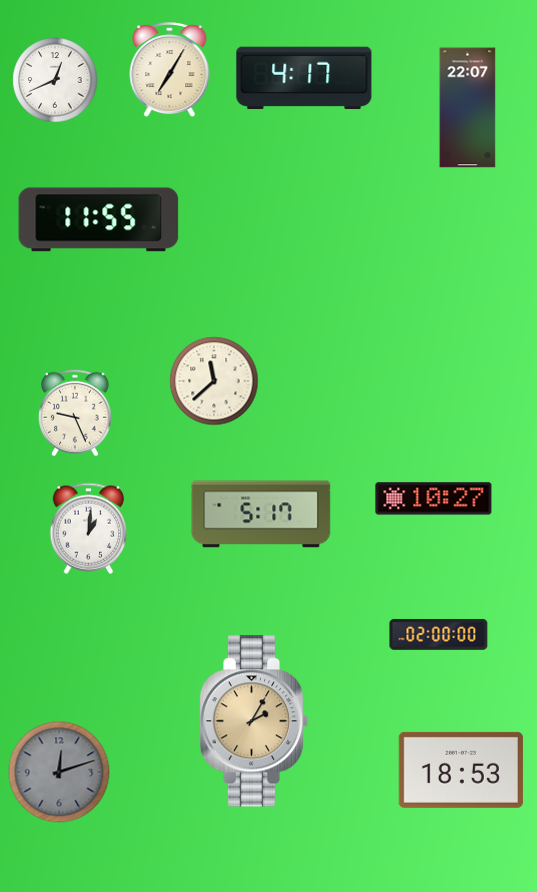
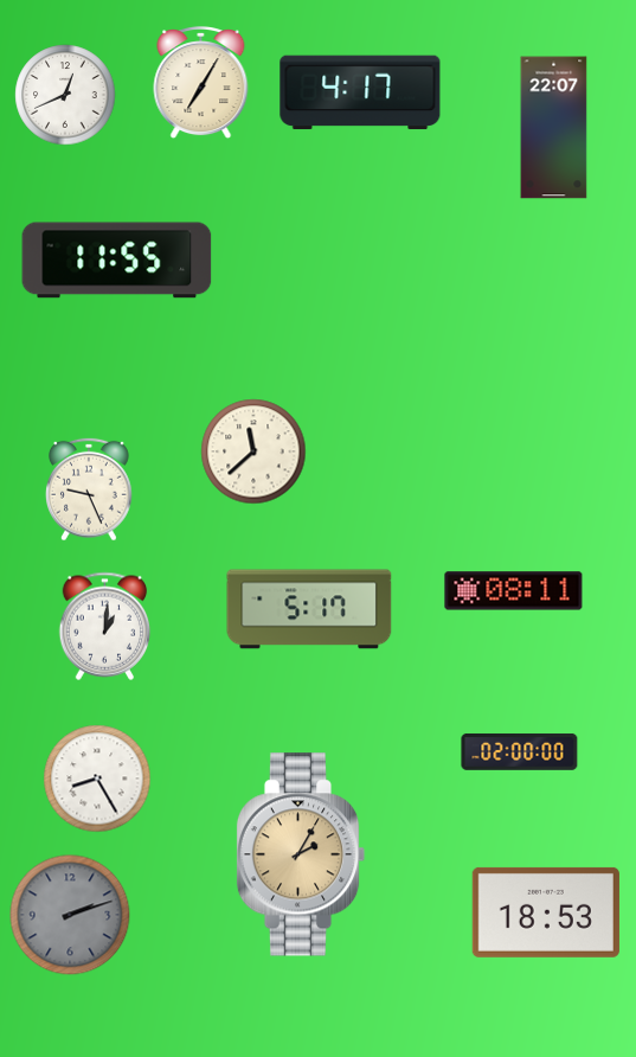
clock at (434, 499): 10:27 -> 08:11
clock at (97, 779): none -> 8:25
clock at (59, 772): 12:12 -> 2:12
